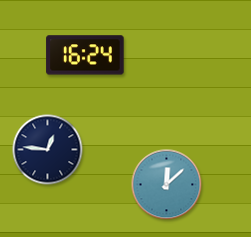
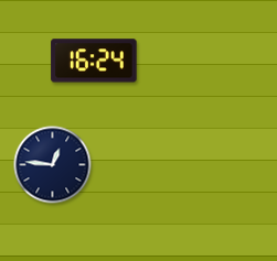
clock at (167, 185): 12:08 -> none
